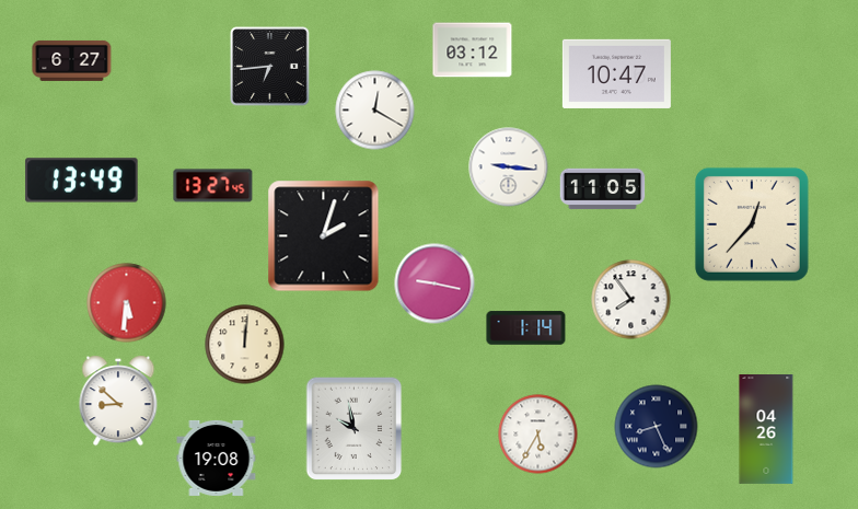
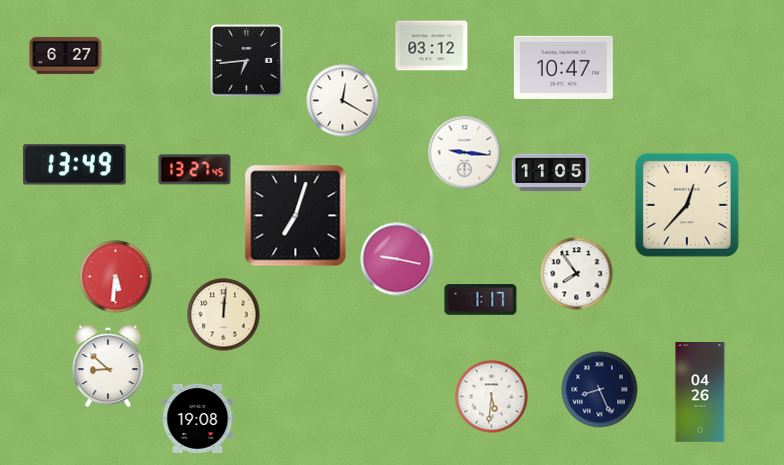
clock at (324, 236): 2:03 -> 7:03
clock at (526, 328): 1:14 -> 1:17
clock at (355, 429): 9:58 -> none
clock at (538, 435): 5:35 -> 5:31
